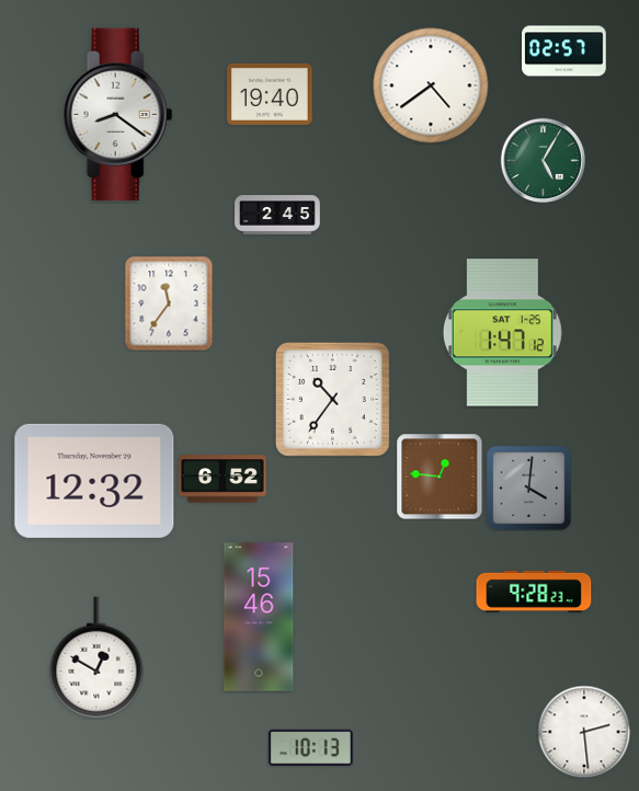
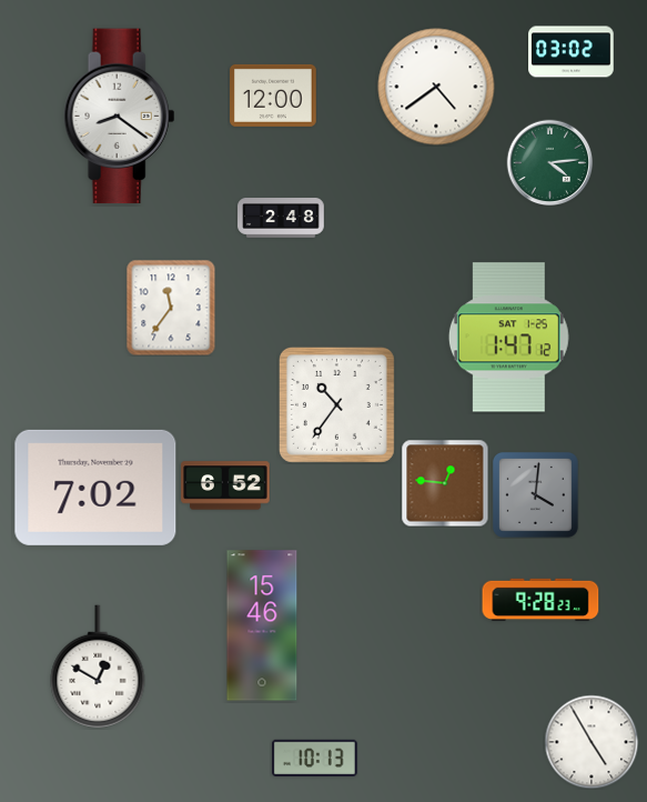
clock at (564, 51): 02:57 -> 03:02
clock at (270, 94): 19:40 -> 12:00
clock at (543, 160): 5:05 -> 4:14
clock at (277, 216): 2:45 -> 2:48
clock at (94, 481): 12:32 -> 7:02
clock at (584, 732): 2:29 -> 4:55
